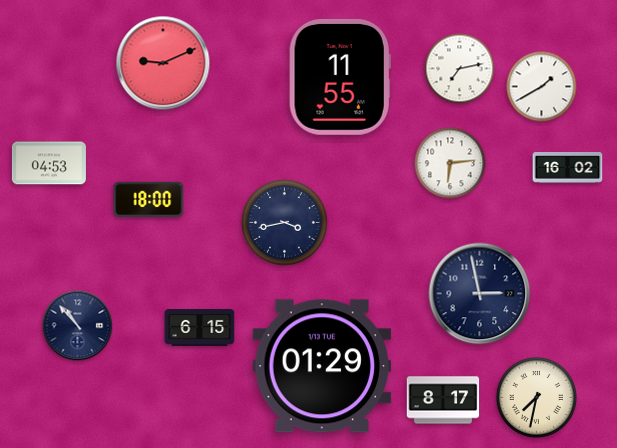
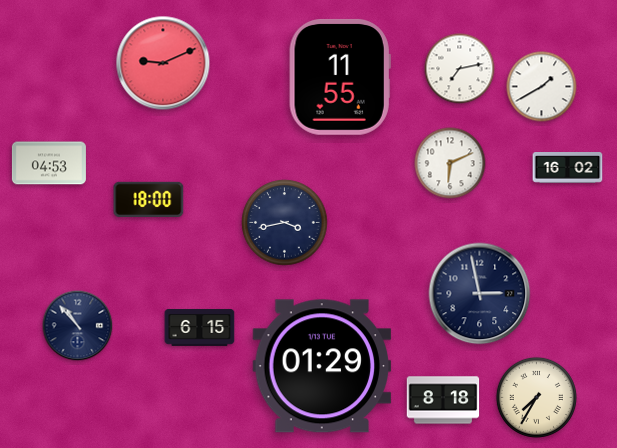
clock at (450, 163): 6:14 -> 6:11
clock at (536, 397): 7:32 -> 7:35
clock at (443, 400): 8:17 -> 8:18
